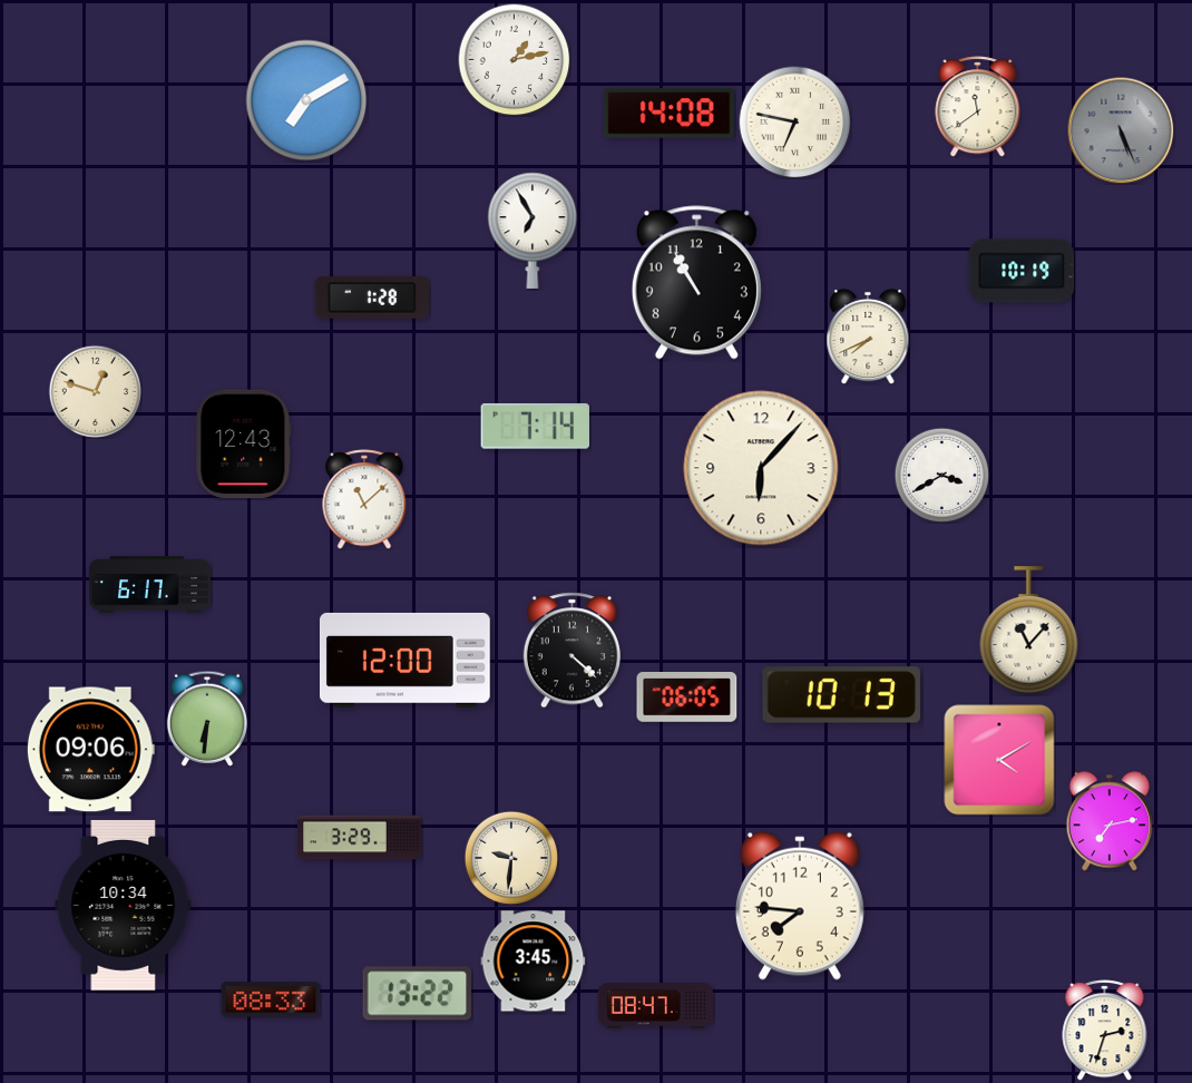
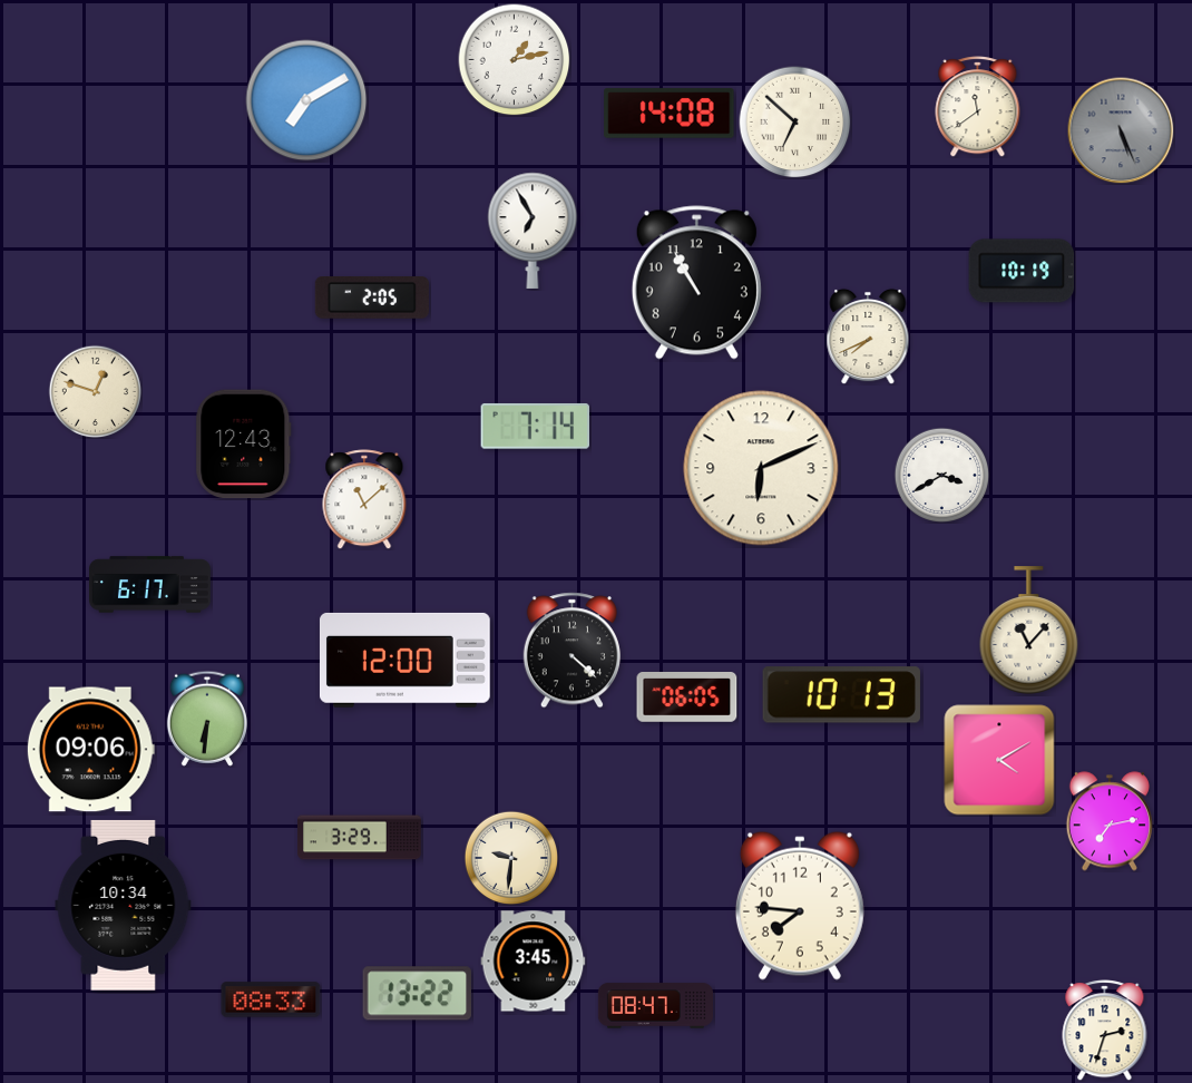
clock at (795, 123): 6:47 -> 6:52
clock at (372, 299): 1:28 -> 2:05
clock at (761, 468): 6:07 -> 6:11
